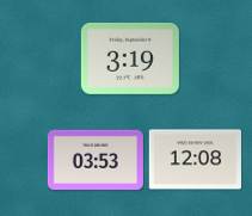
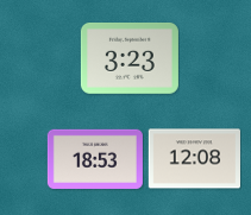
clock at (130, 60): 3:19 -> 3:23
clock at (96, 159): 03:53 -> 18:53
